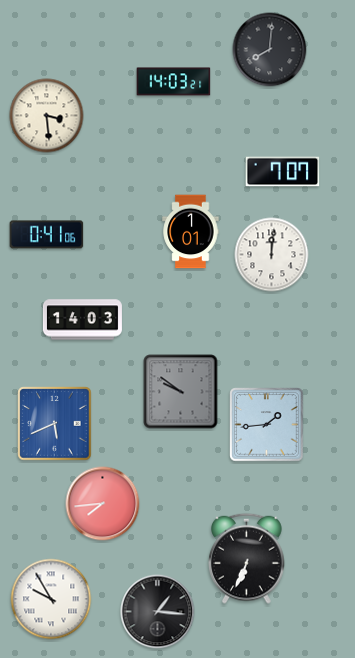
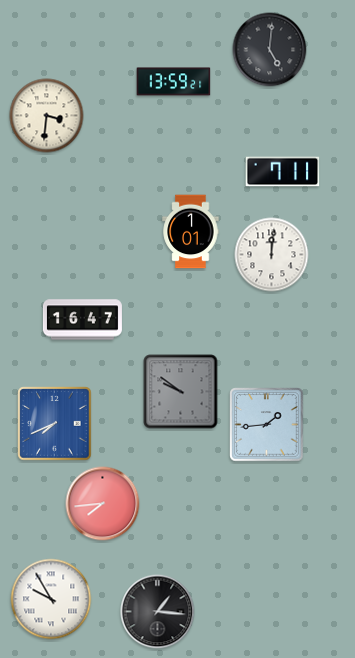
clock at (270, 50): 8:01 -> 5:01
clock at (174, 82): 14:03 -> 13:59
clock at (47, 116): 3:29 -> 3:31
clock at (283, 172): 7:07 -> 7:11
clock at (47, 235): 0:41 -> none
clock at (82, 320): 14:03 -> 16:47
clock at (55, 424): 5:41 -> 7:41
clock at (247, 558): 6:34 -> none
